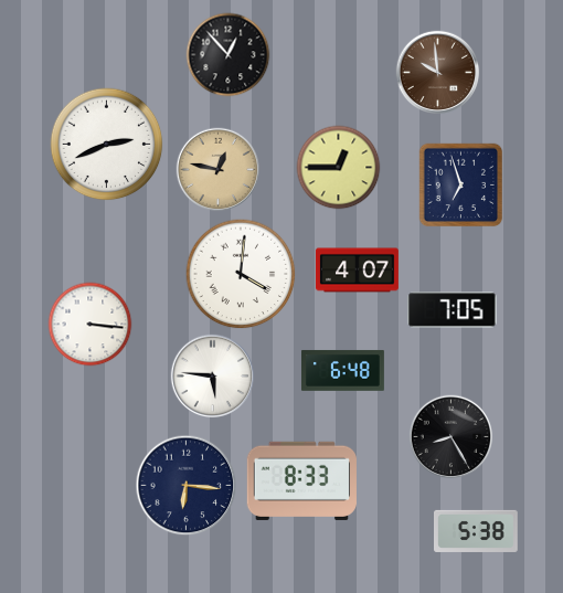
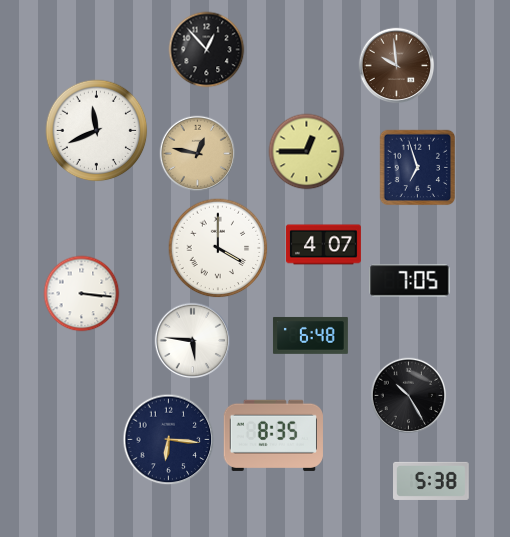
clock at (107, 145): 2:41 -> 11:41
clock at (241, 274): 4:01 -> 4:00
clock at (452, 437): 8:25 -> 10:25
clock at (301, 480): 8:33 -> 8:35
